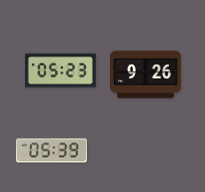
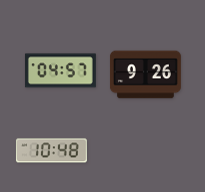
clock at (60, 71): 05:23 -> 04:57
clock at (51, 151): 05:39 -> 10:48
